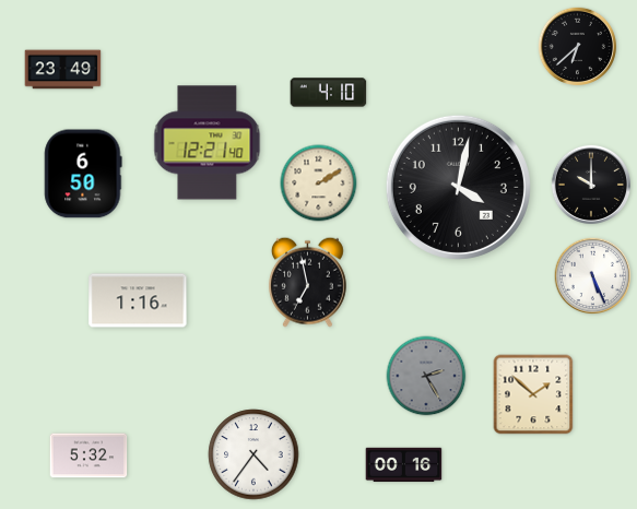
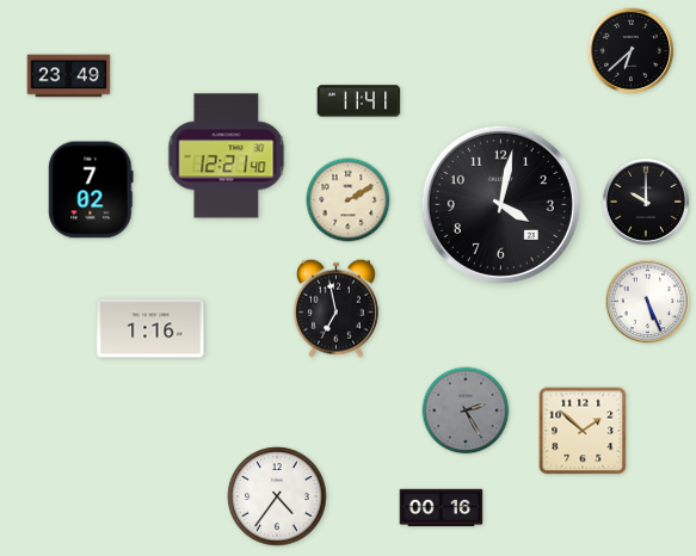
clock at (329, 93): 4:10 -> 11:41
clock at (83, 174): 6:50 -> 7:02
clock at (89, 455): 5:32 -> none
